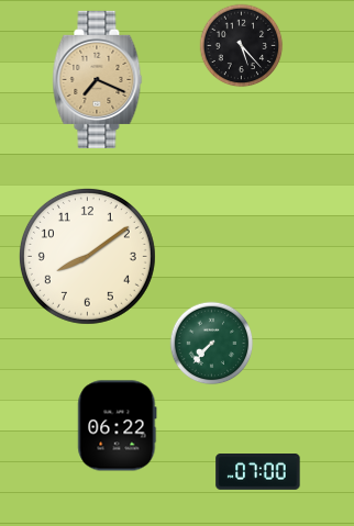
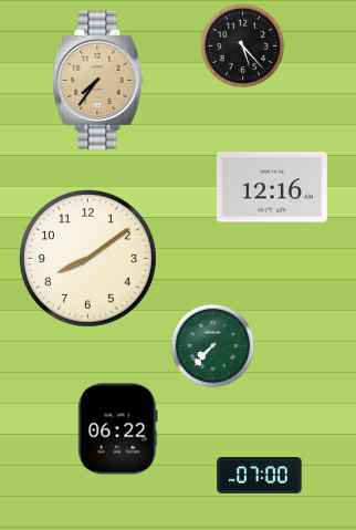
clock at (98, 79): 7:19 -> 7:36
clock at (272, 187): none -> 12:16
